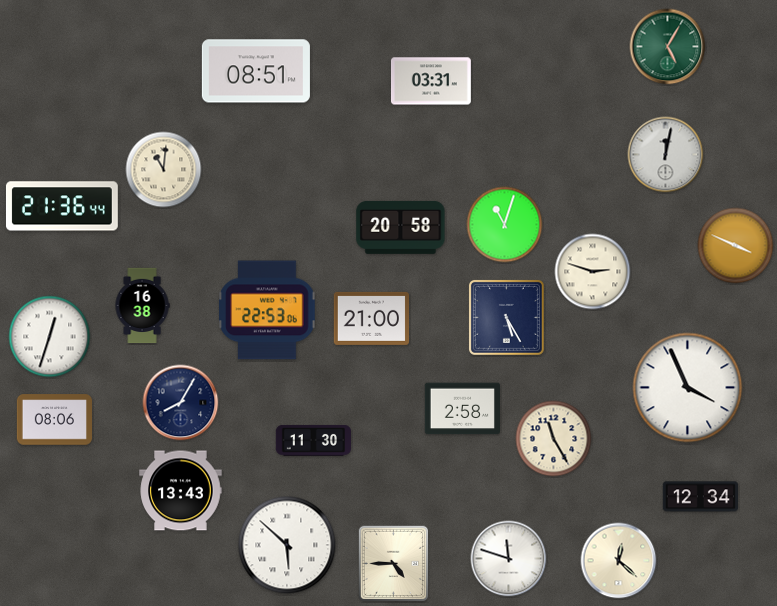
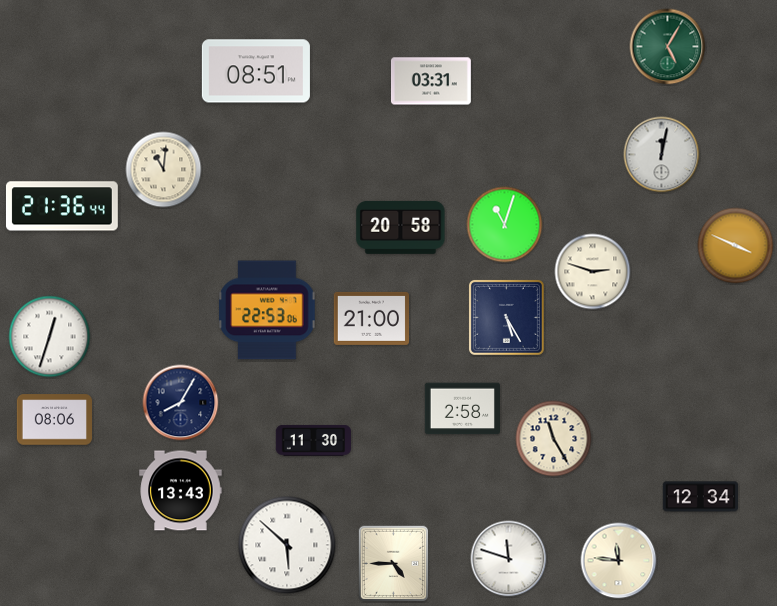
clock at (666, 155) position: (666, 155) -> (662, 155)
clock at (142, 306): 16:38 -> none
clock at (688, 388): 3:56 -> none
clock at (619, 561): 12:22 -> 11:46
